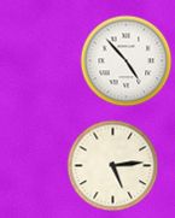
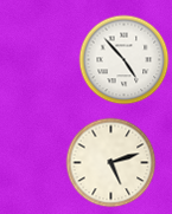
clock at (113, 166): 5:14 -> 5:12
